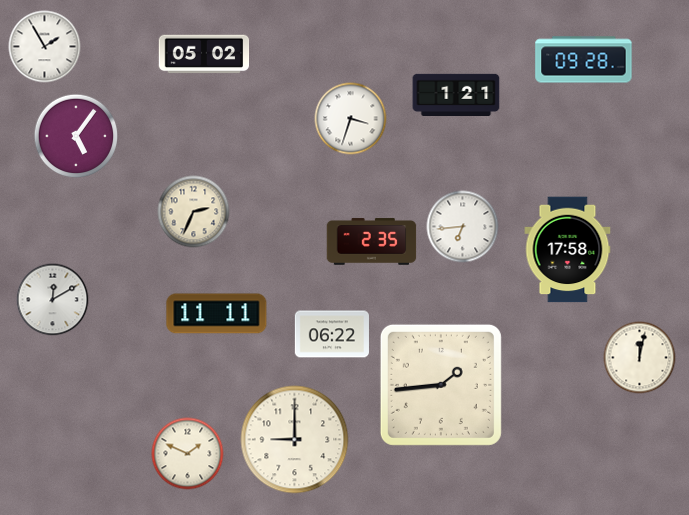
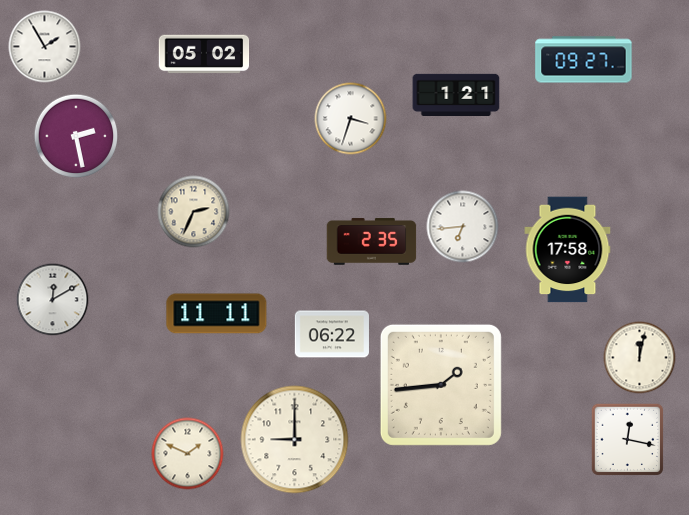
clock at (584, 60): 09:28 -> 09:27
clock at (76, 136): 5:06 -> 2:28
clock at (628, 440): none -> 12:17
